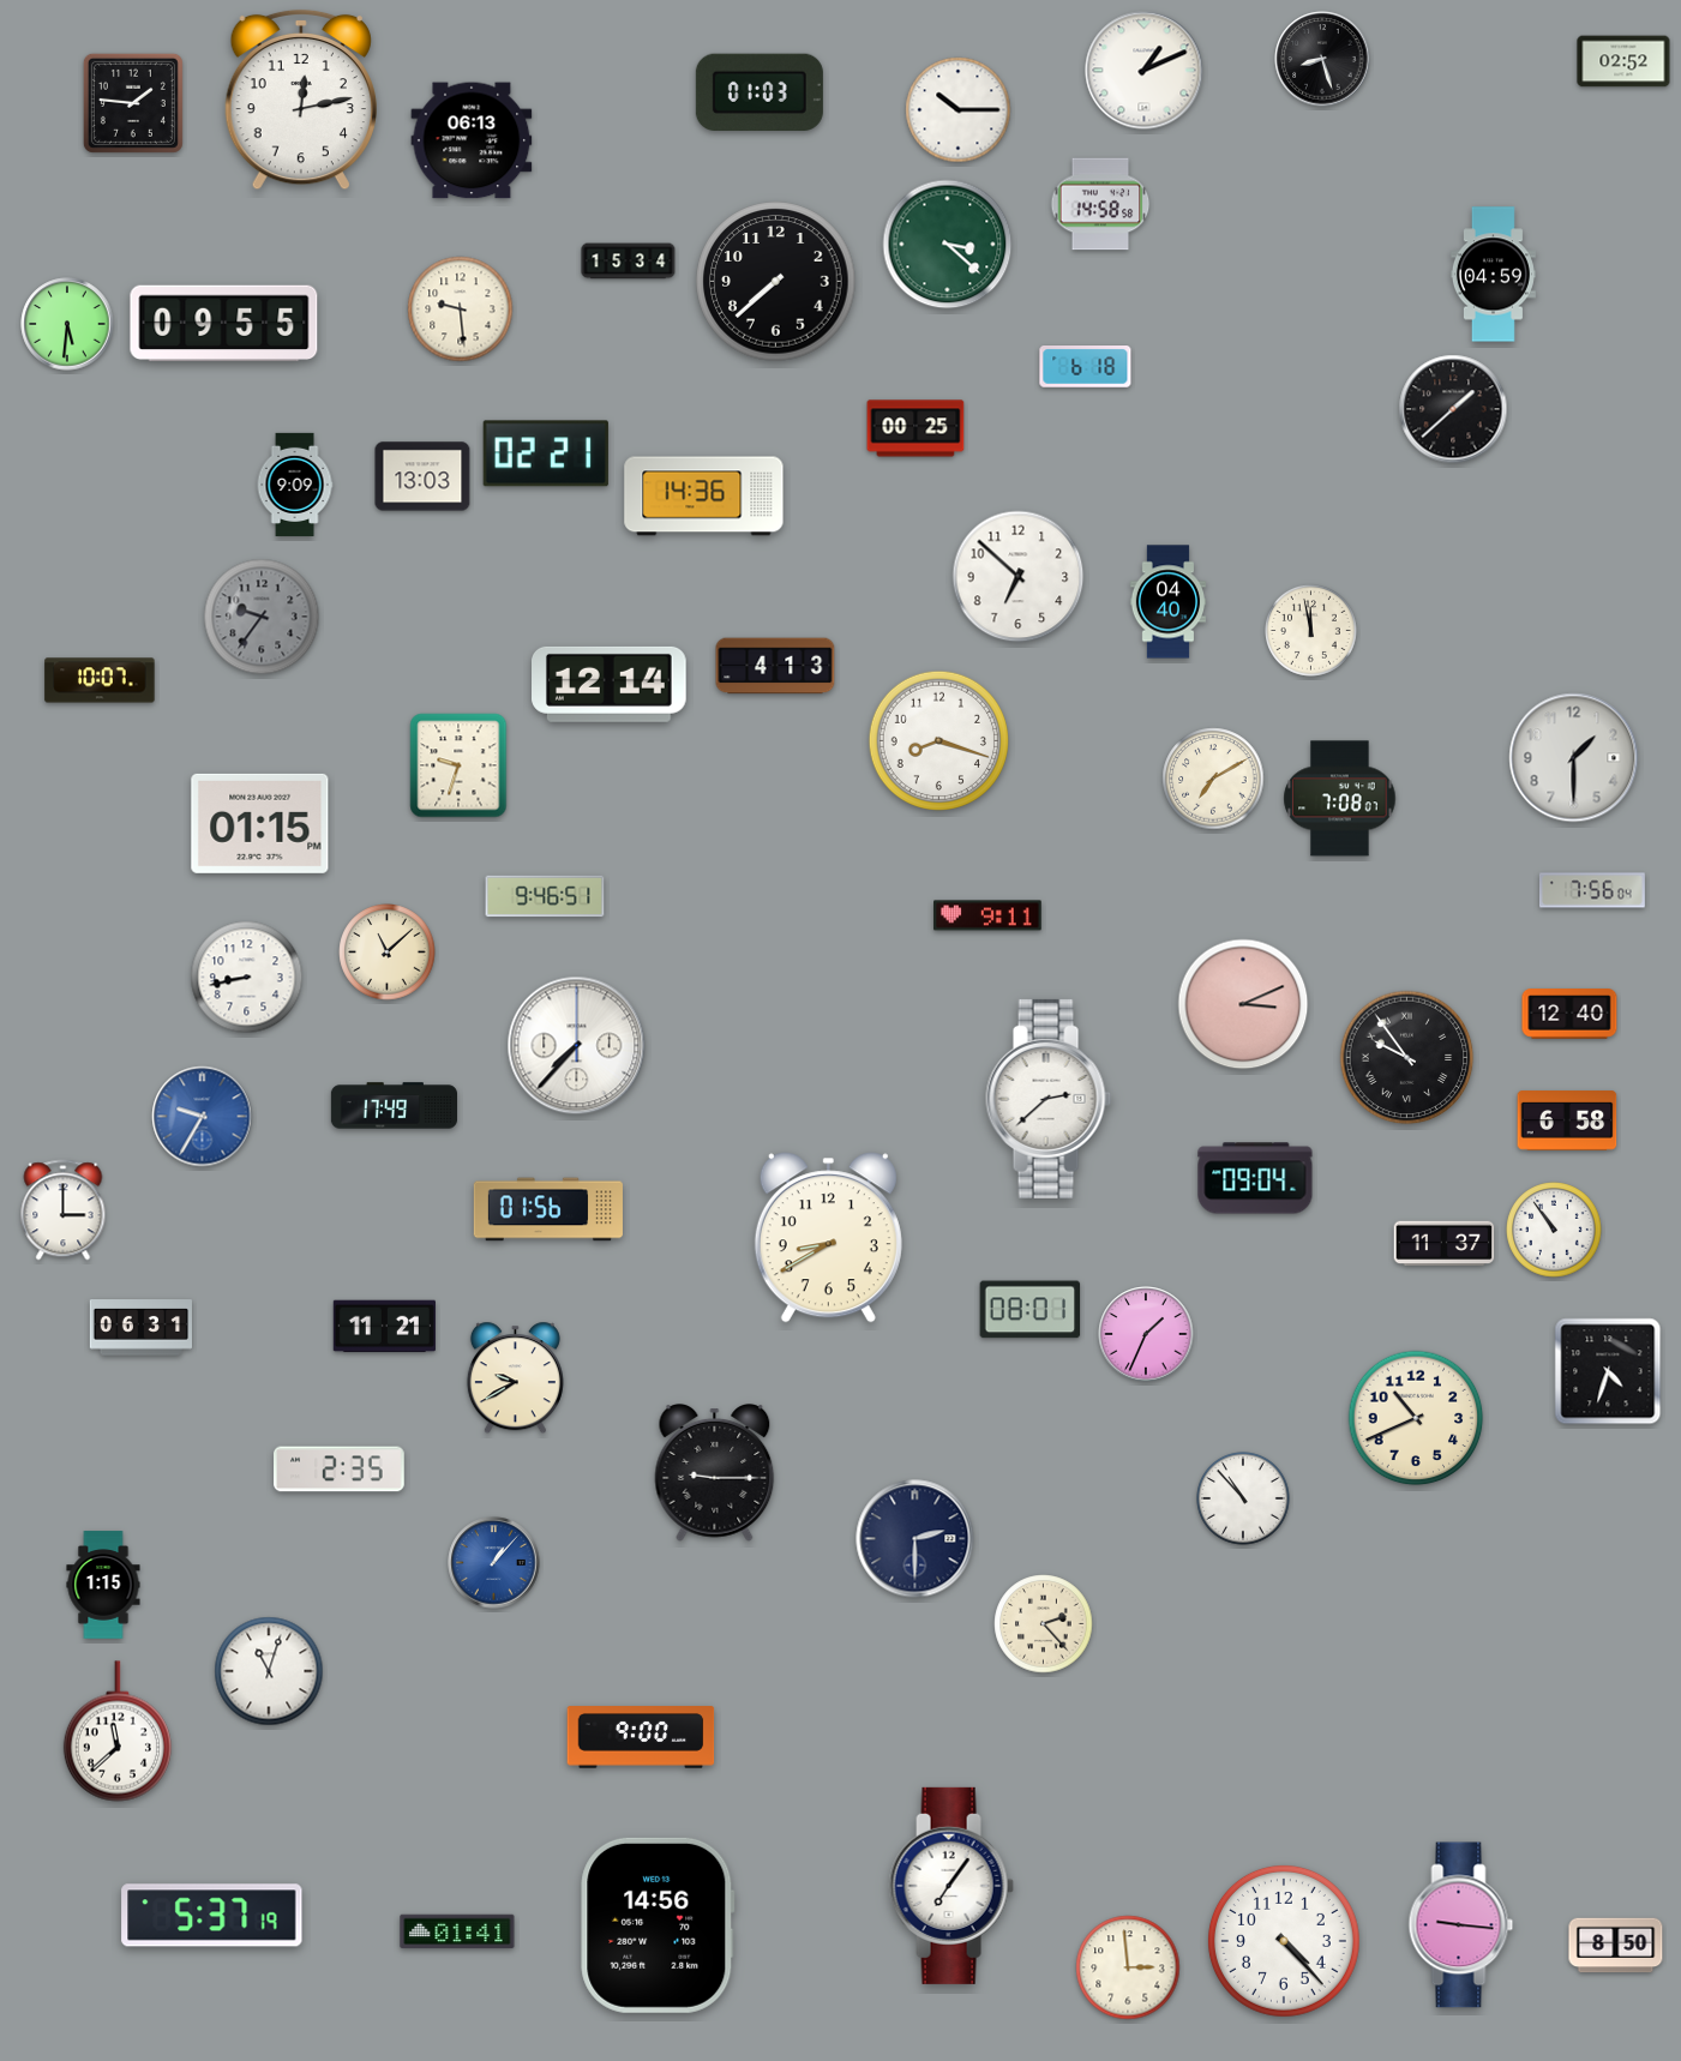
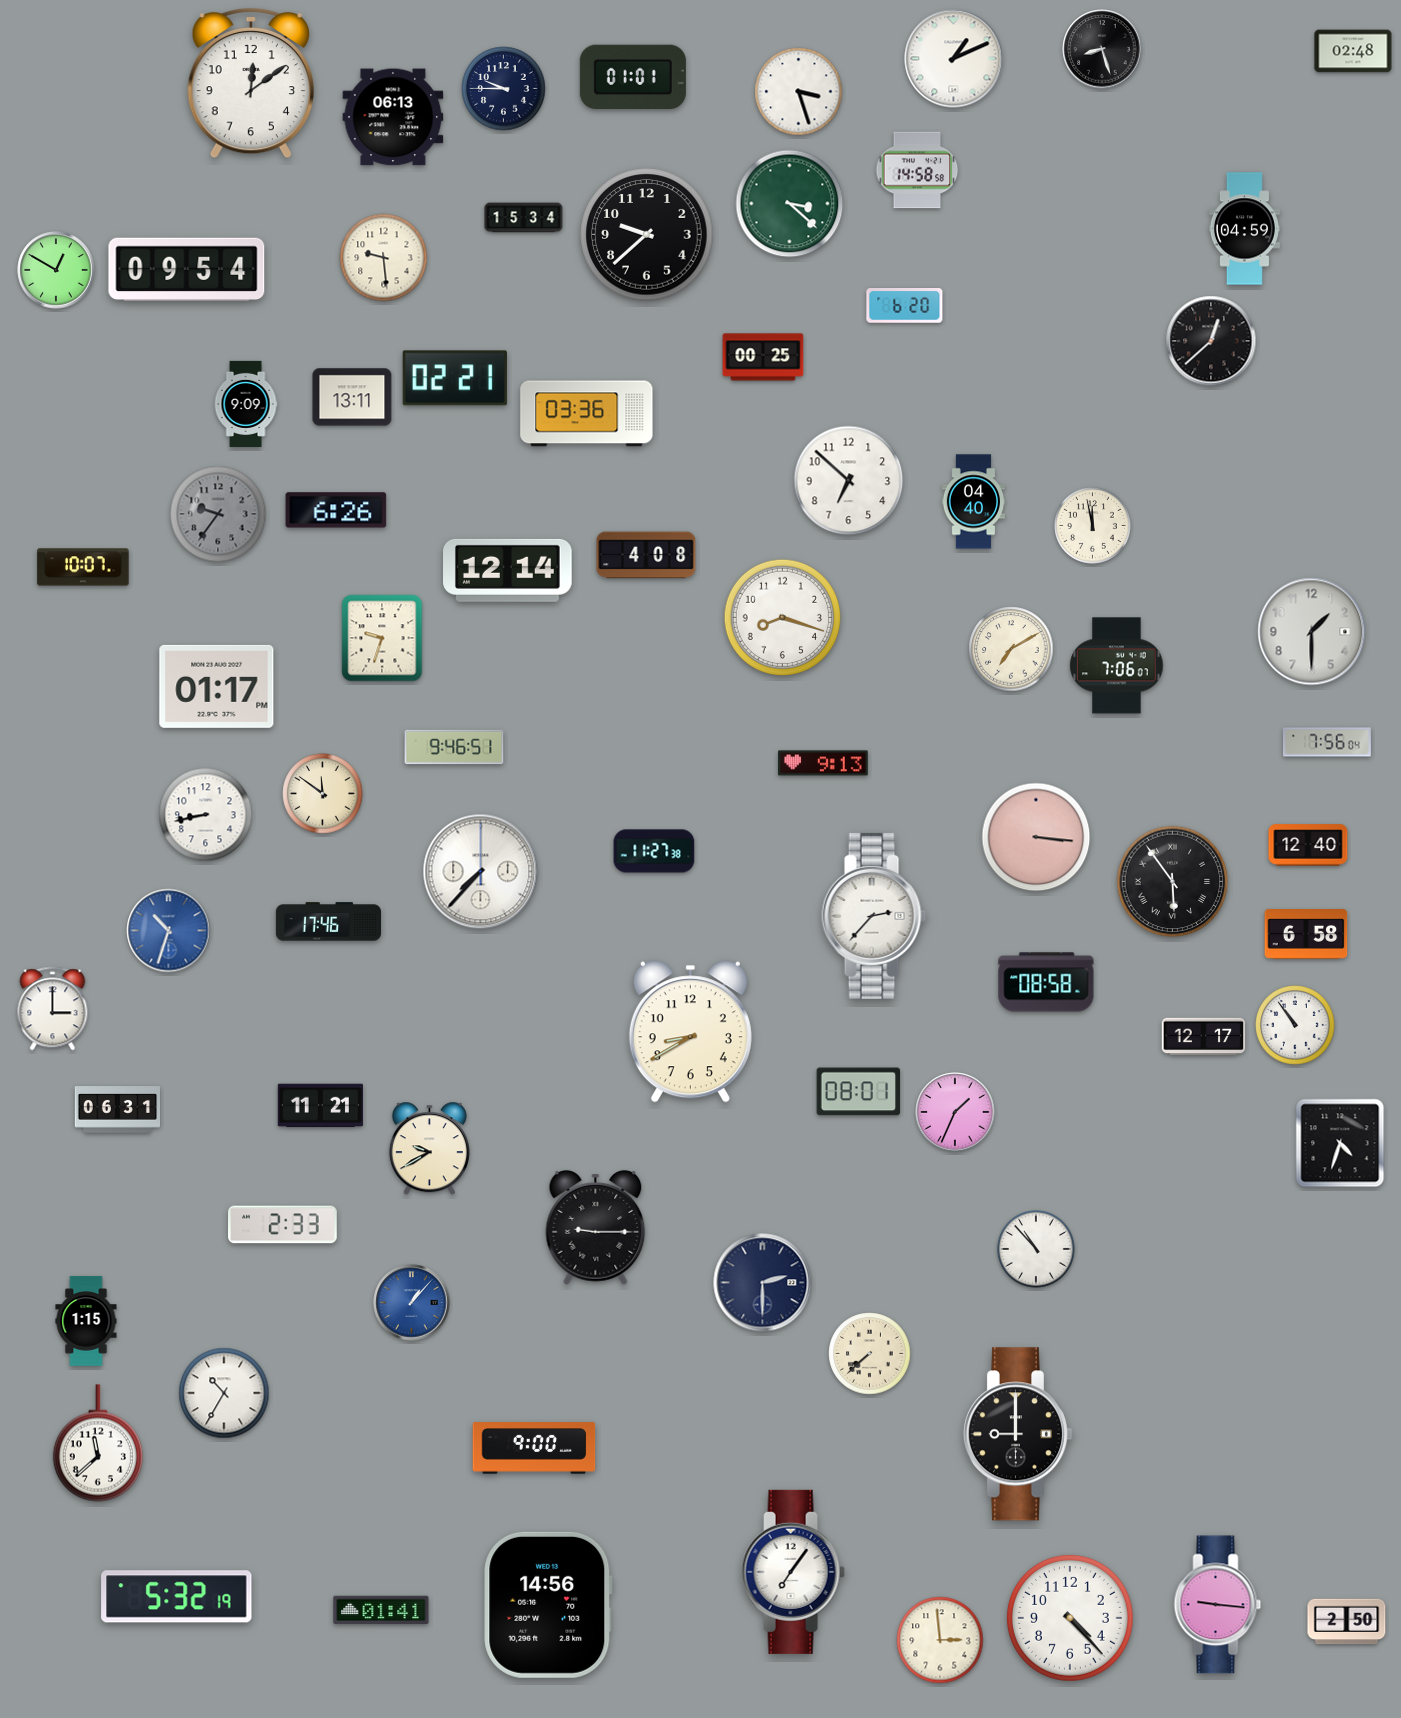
clock at (1623, 61): 02:52 -> 02:48
clock at (760, 91): 01:03 -> 01:01
clock at (301, 100): 12:13 -> 12:09
clock at (133, 103): 1:46 -> none
clock at (504, 89): none -> 9:45
clock at (959, 110): 10:15 -> 3:27
clock at (776, 282): 7:38 -> 9:38
clock at (224, 323): 09:55 -> 09:54
clock at (67, 324): 5:31 -> 12:50
clock at (1086, 367): 6:18 -> 6:20
clock at (1453, 409): 1:38 -> 12:38
clock at (422, 476): 13:03 -> 13:11
clock at (704, 497): 14:36 -> 03:36
clock at (336, 510): none -> 6:26
clock at (775, 666): 4:13 -> 4:08
clock at (1340, 799): 7:08 -> 7:06
clock at (260, 823): 01:15 -> 01:17
clock at (987, 915): 9:11 -> 9:13
clock at (388, 953): 11:08 -> 11:51
clock at (1243, 1004): 3:11 -> 3:16
clock at (654, 851): none -> 11:27
clock at (1407, 1058): 9:54 -> 5:54
clock at (1049, 1099): 2:38 -> 2:37
clock at (394, 1106): 17:49 -> 17:46
clock at (203, 1117): 9:35 -> 10:33
clock at (1255, 1178): 09:04 -> 08:58
clock at (548, 1209): 01:56 -> none
clock at (1445, 1244): 11:37 -> 12:17
clock at (140, 1328) position: (140, 1328) -> (117, 1110)
clock at (1416, 1418): 10:41 -> none
clock at (340, 1470): 2:35 -> 2:33
clock at (1044, 1624): 2:23 -> 7:38
clock at (269, 1671): 11:03 -> 10:35
clock at (1017, 1434): none -> 9:00
clock at (212, 1916): 5:37 -> 5:32
clock at (1616, 1946): 8:50 -> 2:50
